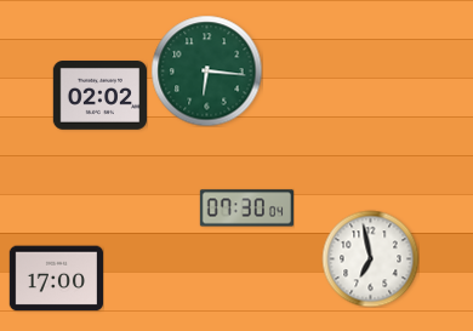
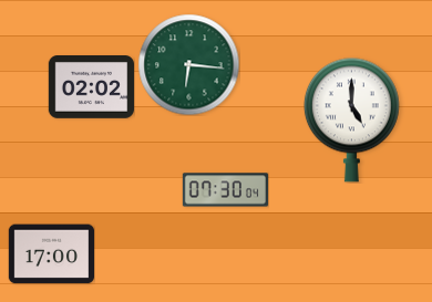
clock at (351, 119): none -> 5:00
clock at (370, 258): 6:58 -> none
